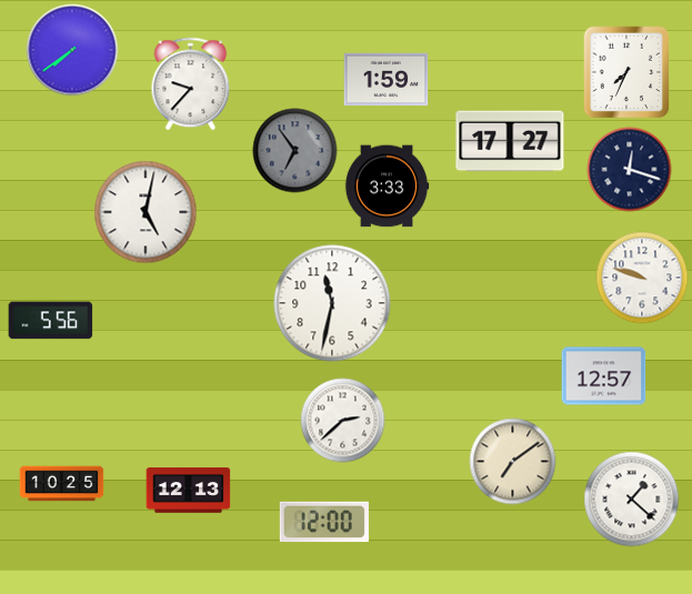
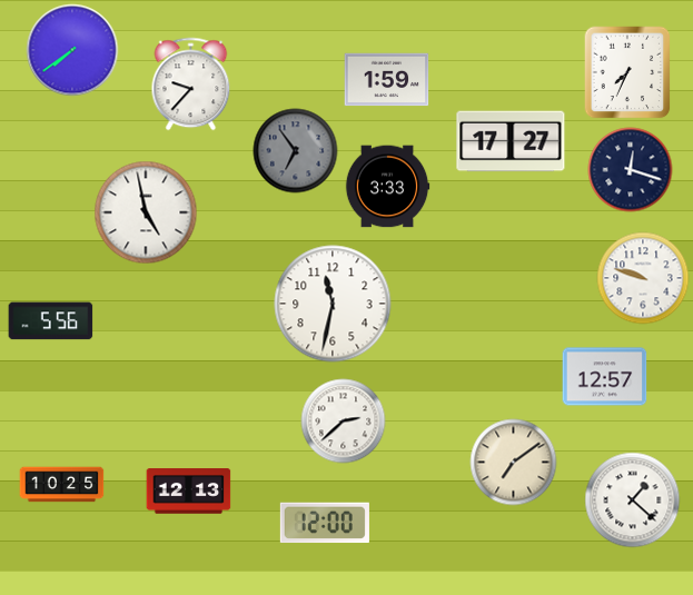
clock at (146, 212): 5:02 -> 4:58
